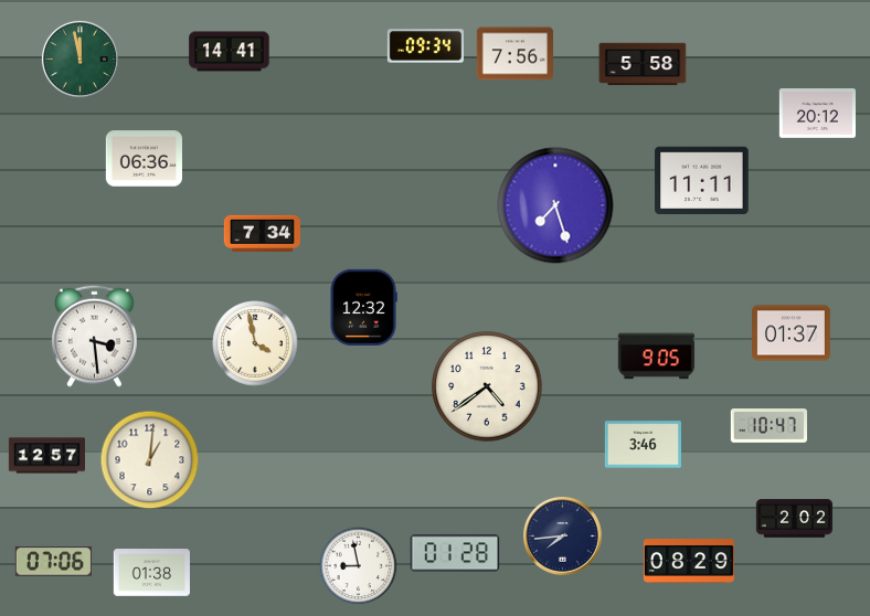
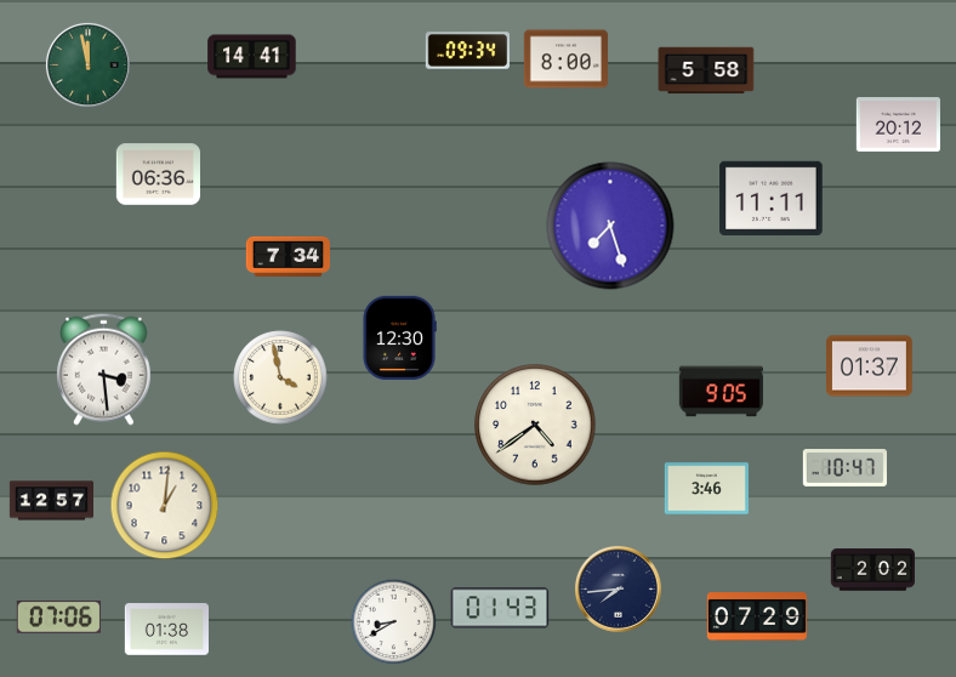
clock at (514, 54): 7:56 -> 8:00
clock at (363, 307): 12:32 -> 12:30
clock at (455, 553): 01:28 -> 01:43
clock at (689, 561): 08:29 -> 07:29
clock at (359, 566): 8:58 -> 8:40
